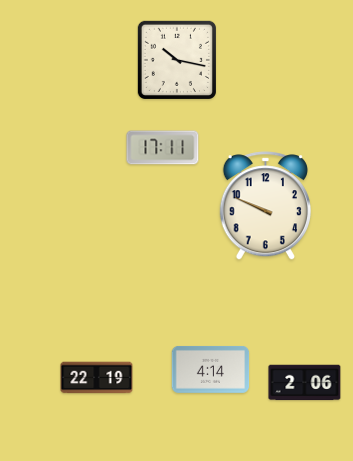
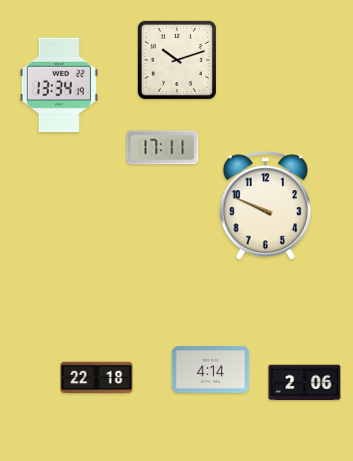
clock at (177, 60): 10:17 -> 10:12
clock at (59, 85): none -> 13:34
clock at (97, 378): 22:19 -> 22:18
